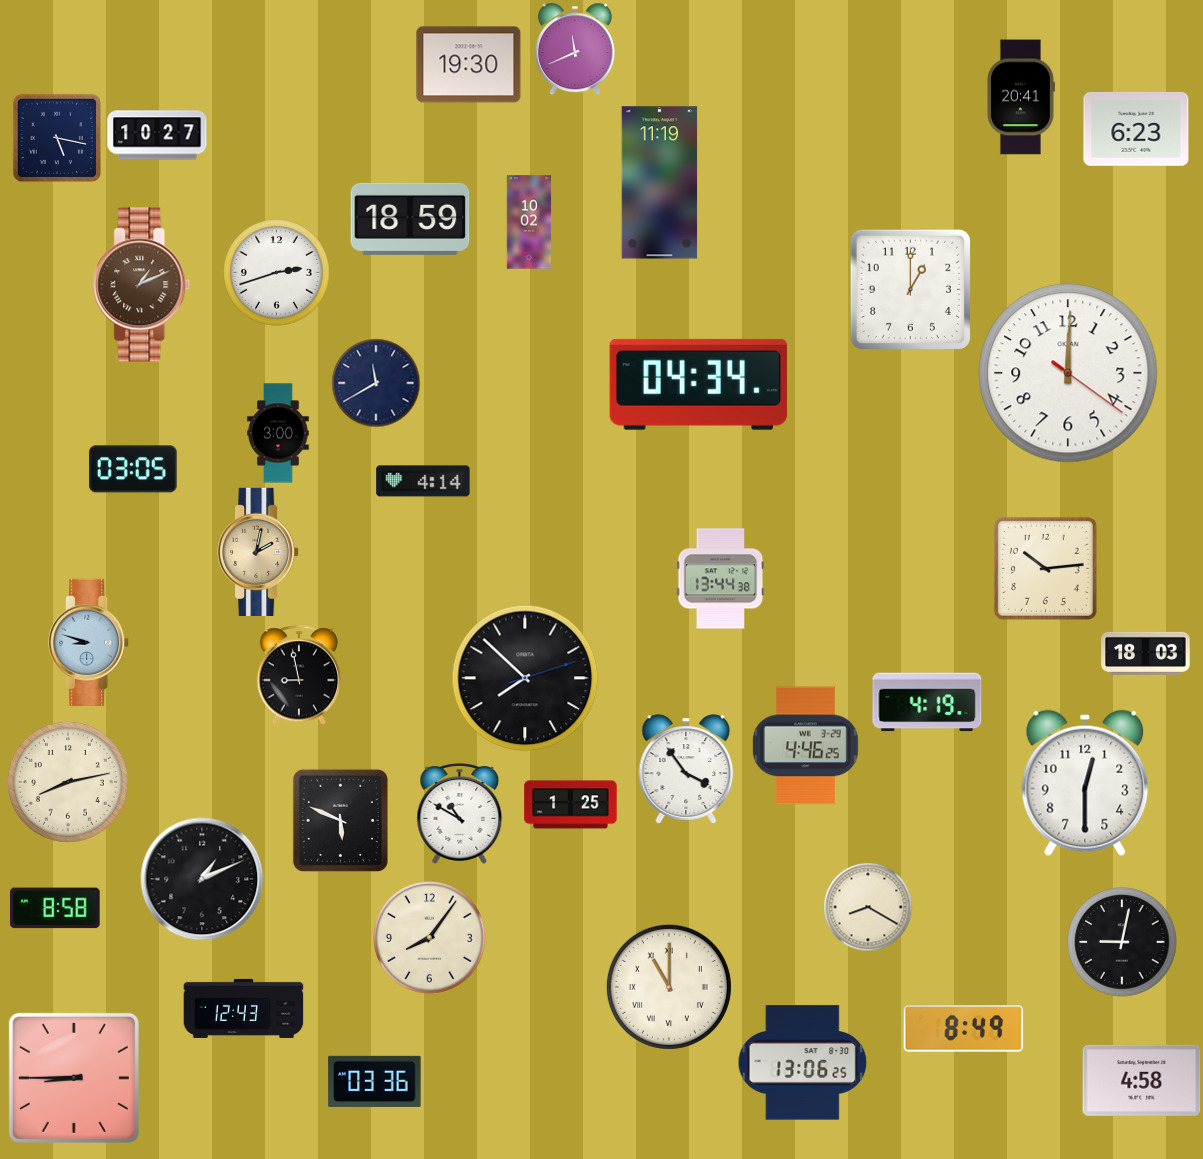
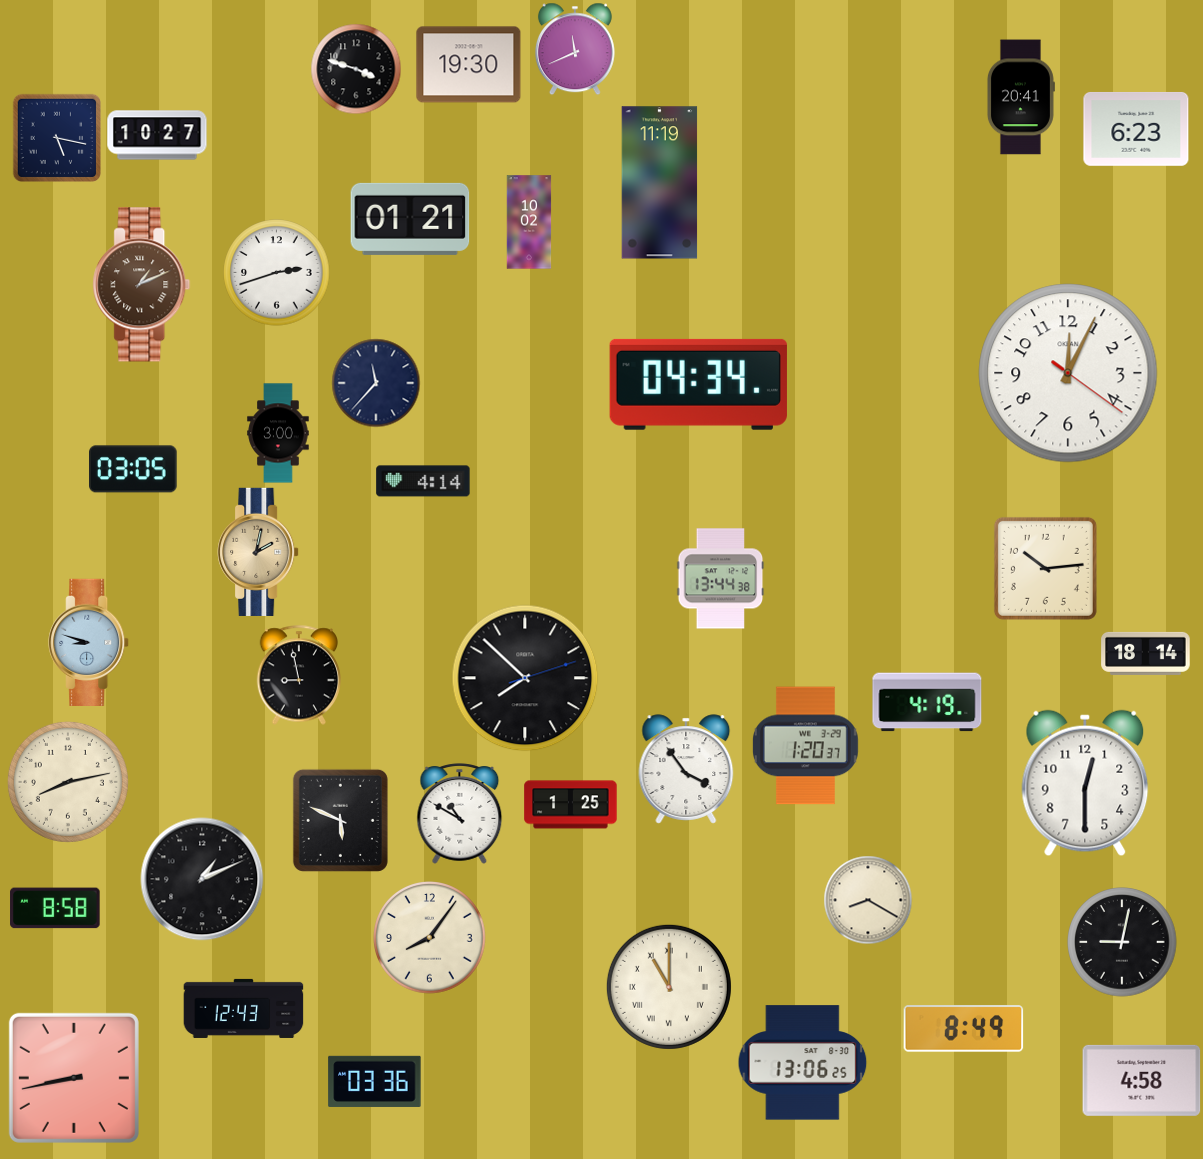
clock at (356, 69): none -> 3:48
clock at (410, 219): 18:59 -> 01:21
clock at (910, 289): 1:00 -> none
clock at (1068, 373): 12:00 -> 12:04
clock at (376, 383): 11:40 -> 11:37
clock at (1146, 653): 18:03 -> 18:14
clock at (805, 746): 4:46 -> 1:20
clock at (868, 907) position: (868, 907) -> (868, 900)
clock at (74, 1078): 8:45 -> 8:43
